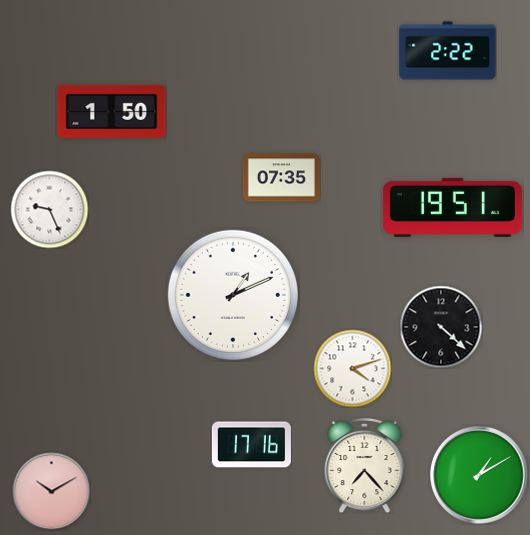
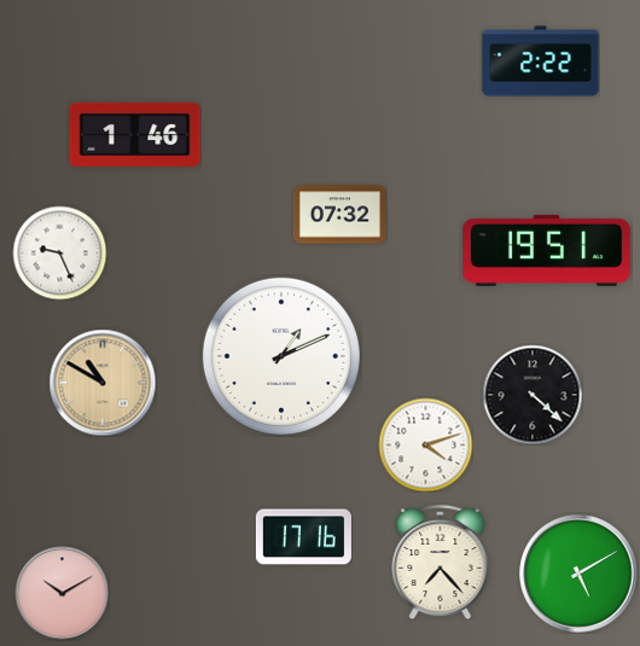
clock at (112, 111): 1:50 -> 1:46
clock at (281, 178): 07:35 -> 07:32
clock at (103, 383): none -> 10:50
clock at (479, 475): 1:10 -> 5:10
